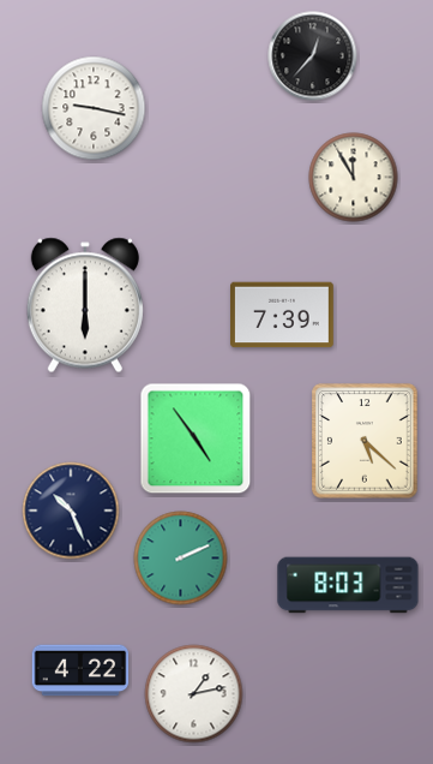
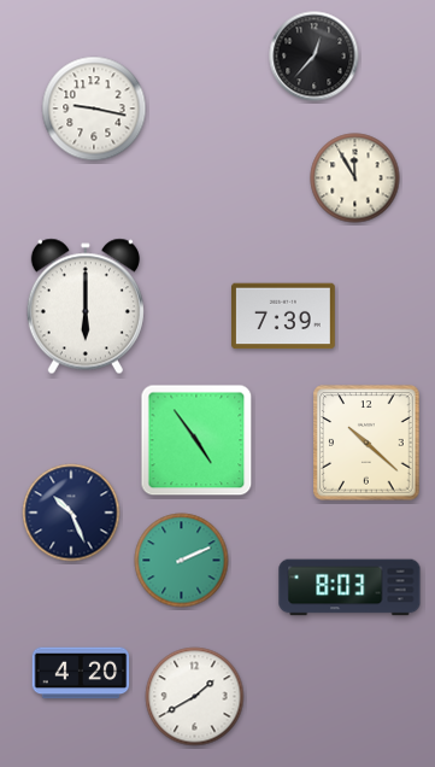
clock at (365, 441): 5:22 -> 10:22
clock at (80, 670): 4:22 -> 4:20
clock at (194, 694): 1:13 -> 1:40
